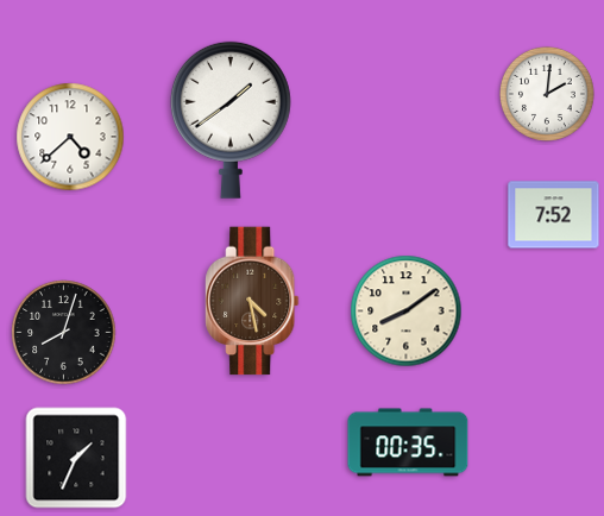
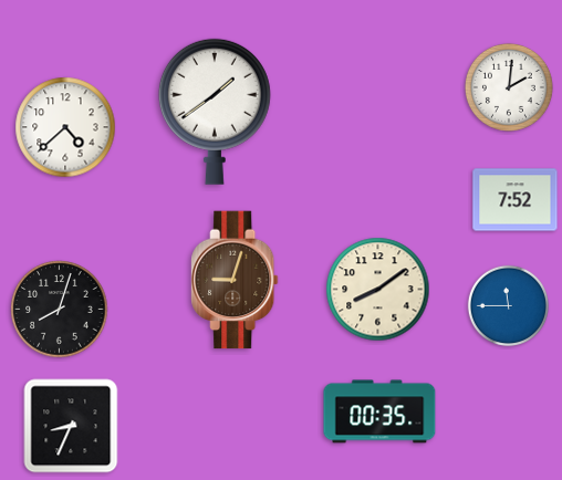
clock at (252, 301): 4:28 -> 9:03
clock at (508, 305): none -> 11:45
clock at (76, 458): 1:34 -> 8:34
